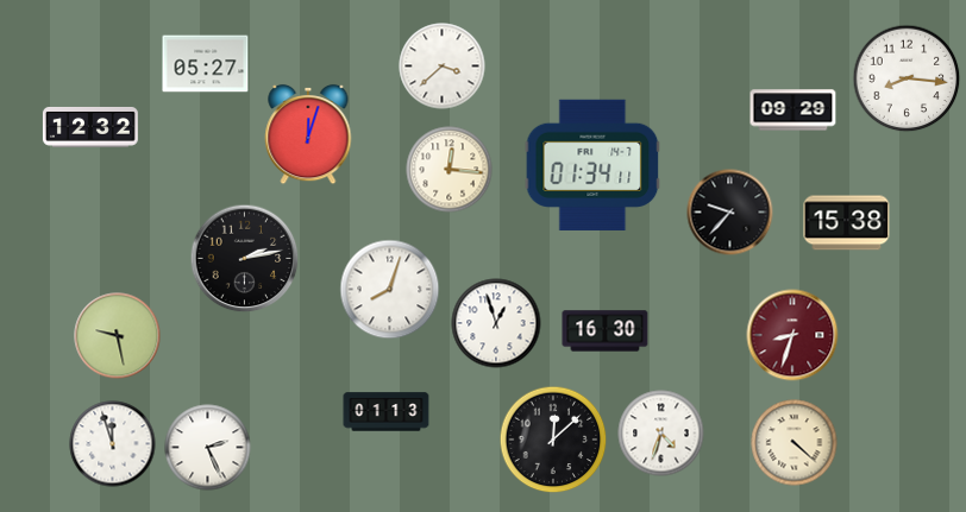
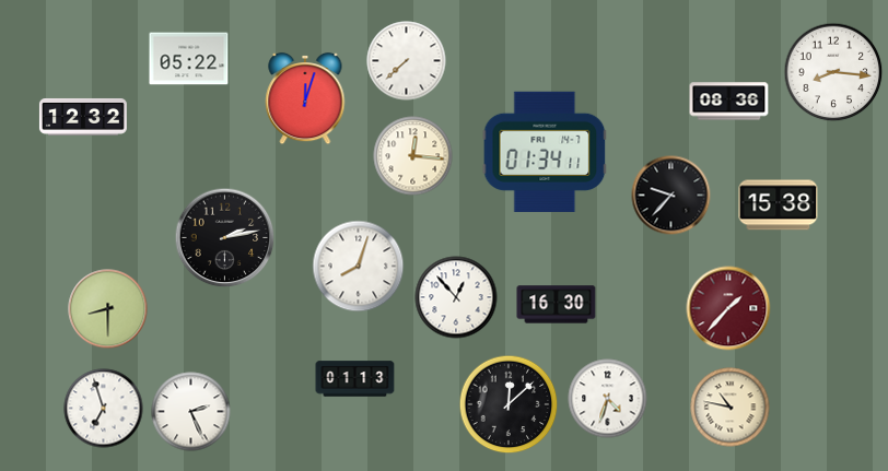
clock at (206, 64): 05:27 -> 05:22
clock at (443, 67): 3:38 -> 7:38
clock at (793, 110): 09:29 -> 08:36
clock at (308, 134) position: (308, 134) -> (305, 98)
clock at (496, 323): 12:57 -> 12:53
clock at (792, 335): 8:33 -> 1:37
clock at (118, 336): 9:28 -> 8:30
clock at (795, 443): 4:22 -> 10:47
clock at (113, 444): 11:57 -> 6:57
